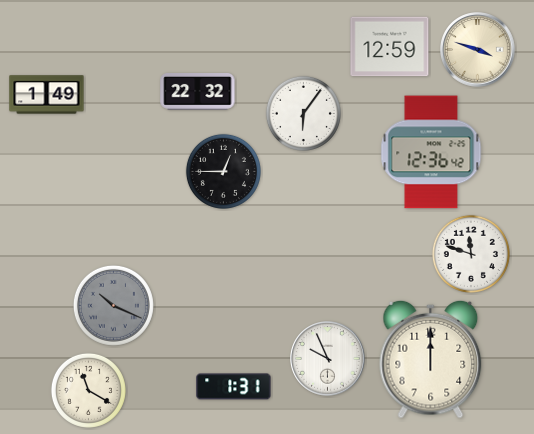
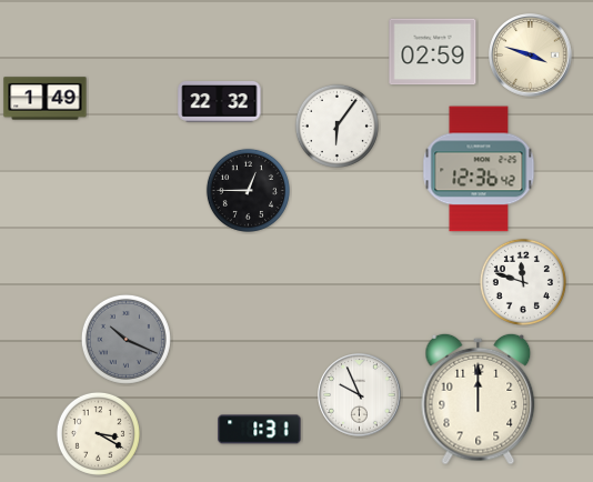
clock at (390, 47): 12:59 -> 02:59
clock at (47, 95) position: (47, 95) -> (46, 99)
clock at (328, 359) position: (328, 359) -> (360, 395)
clock at (88, 390): 11:20 -> 3:20
